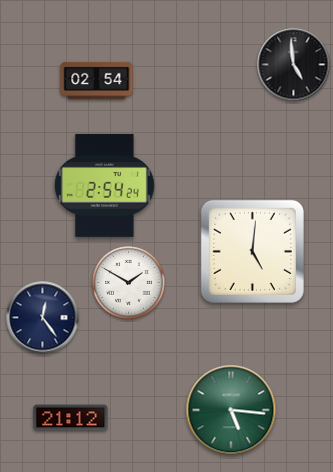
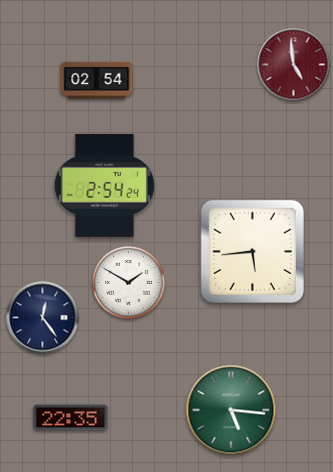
clock at (294, 65) dial: black -> burgundy
clock at (252, 251): 5:01 -> 5:44
clock at (71, 418): 21:12 -> 22:35
